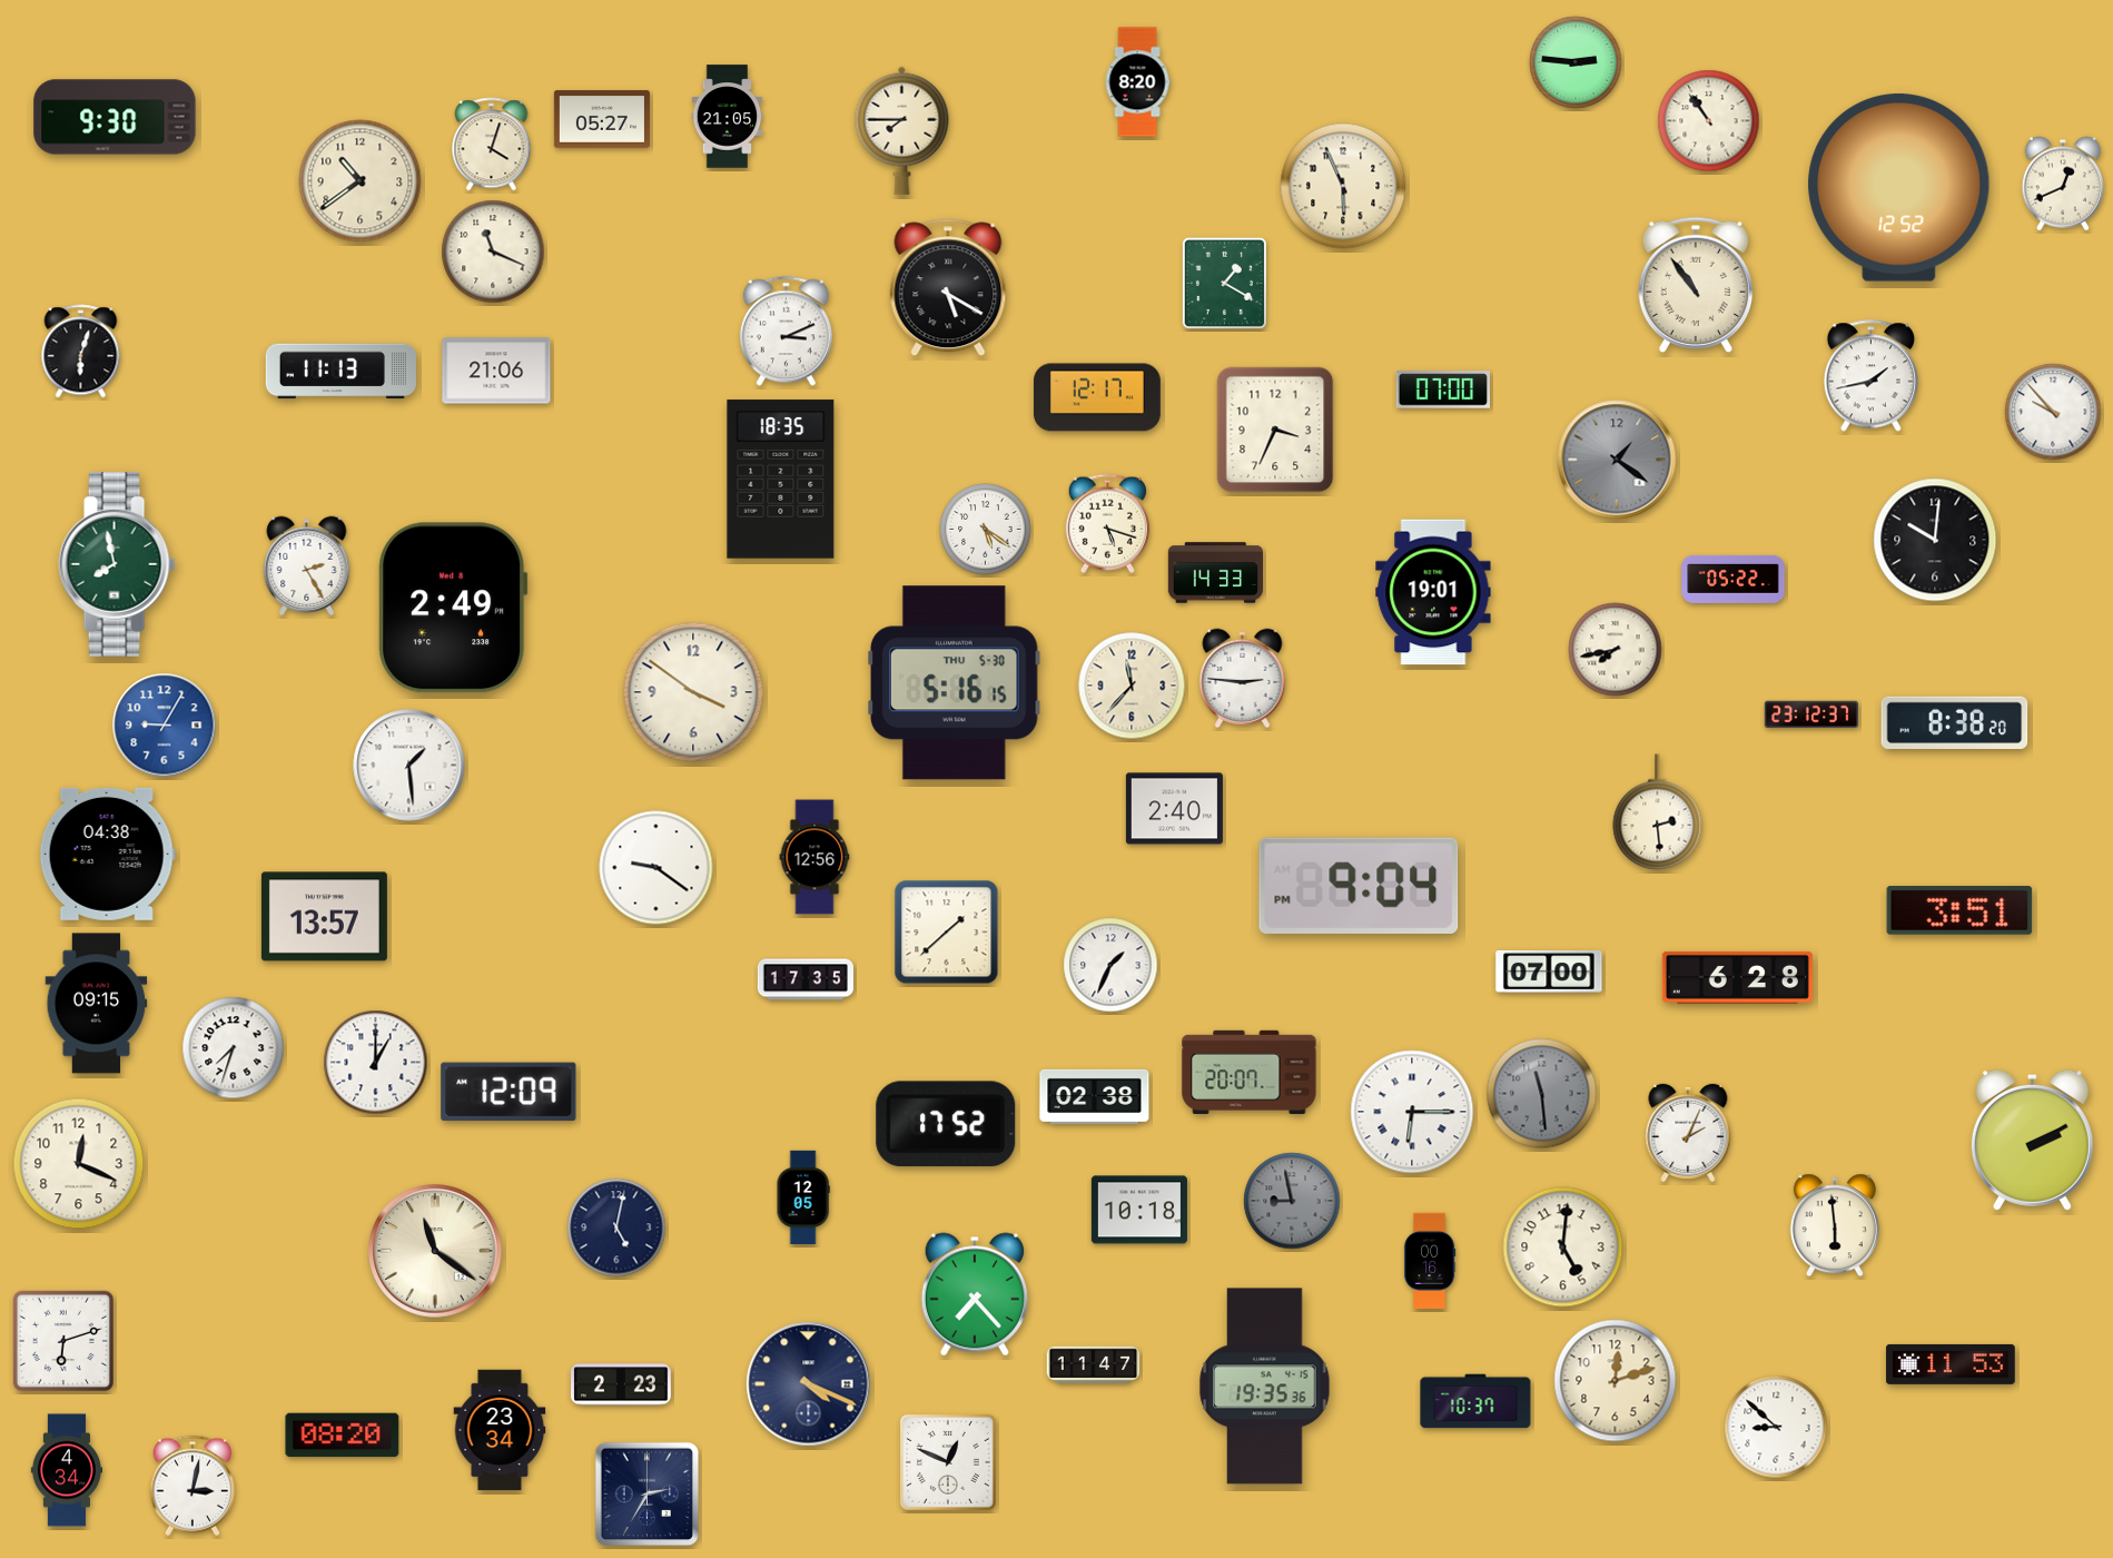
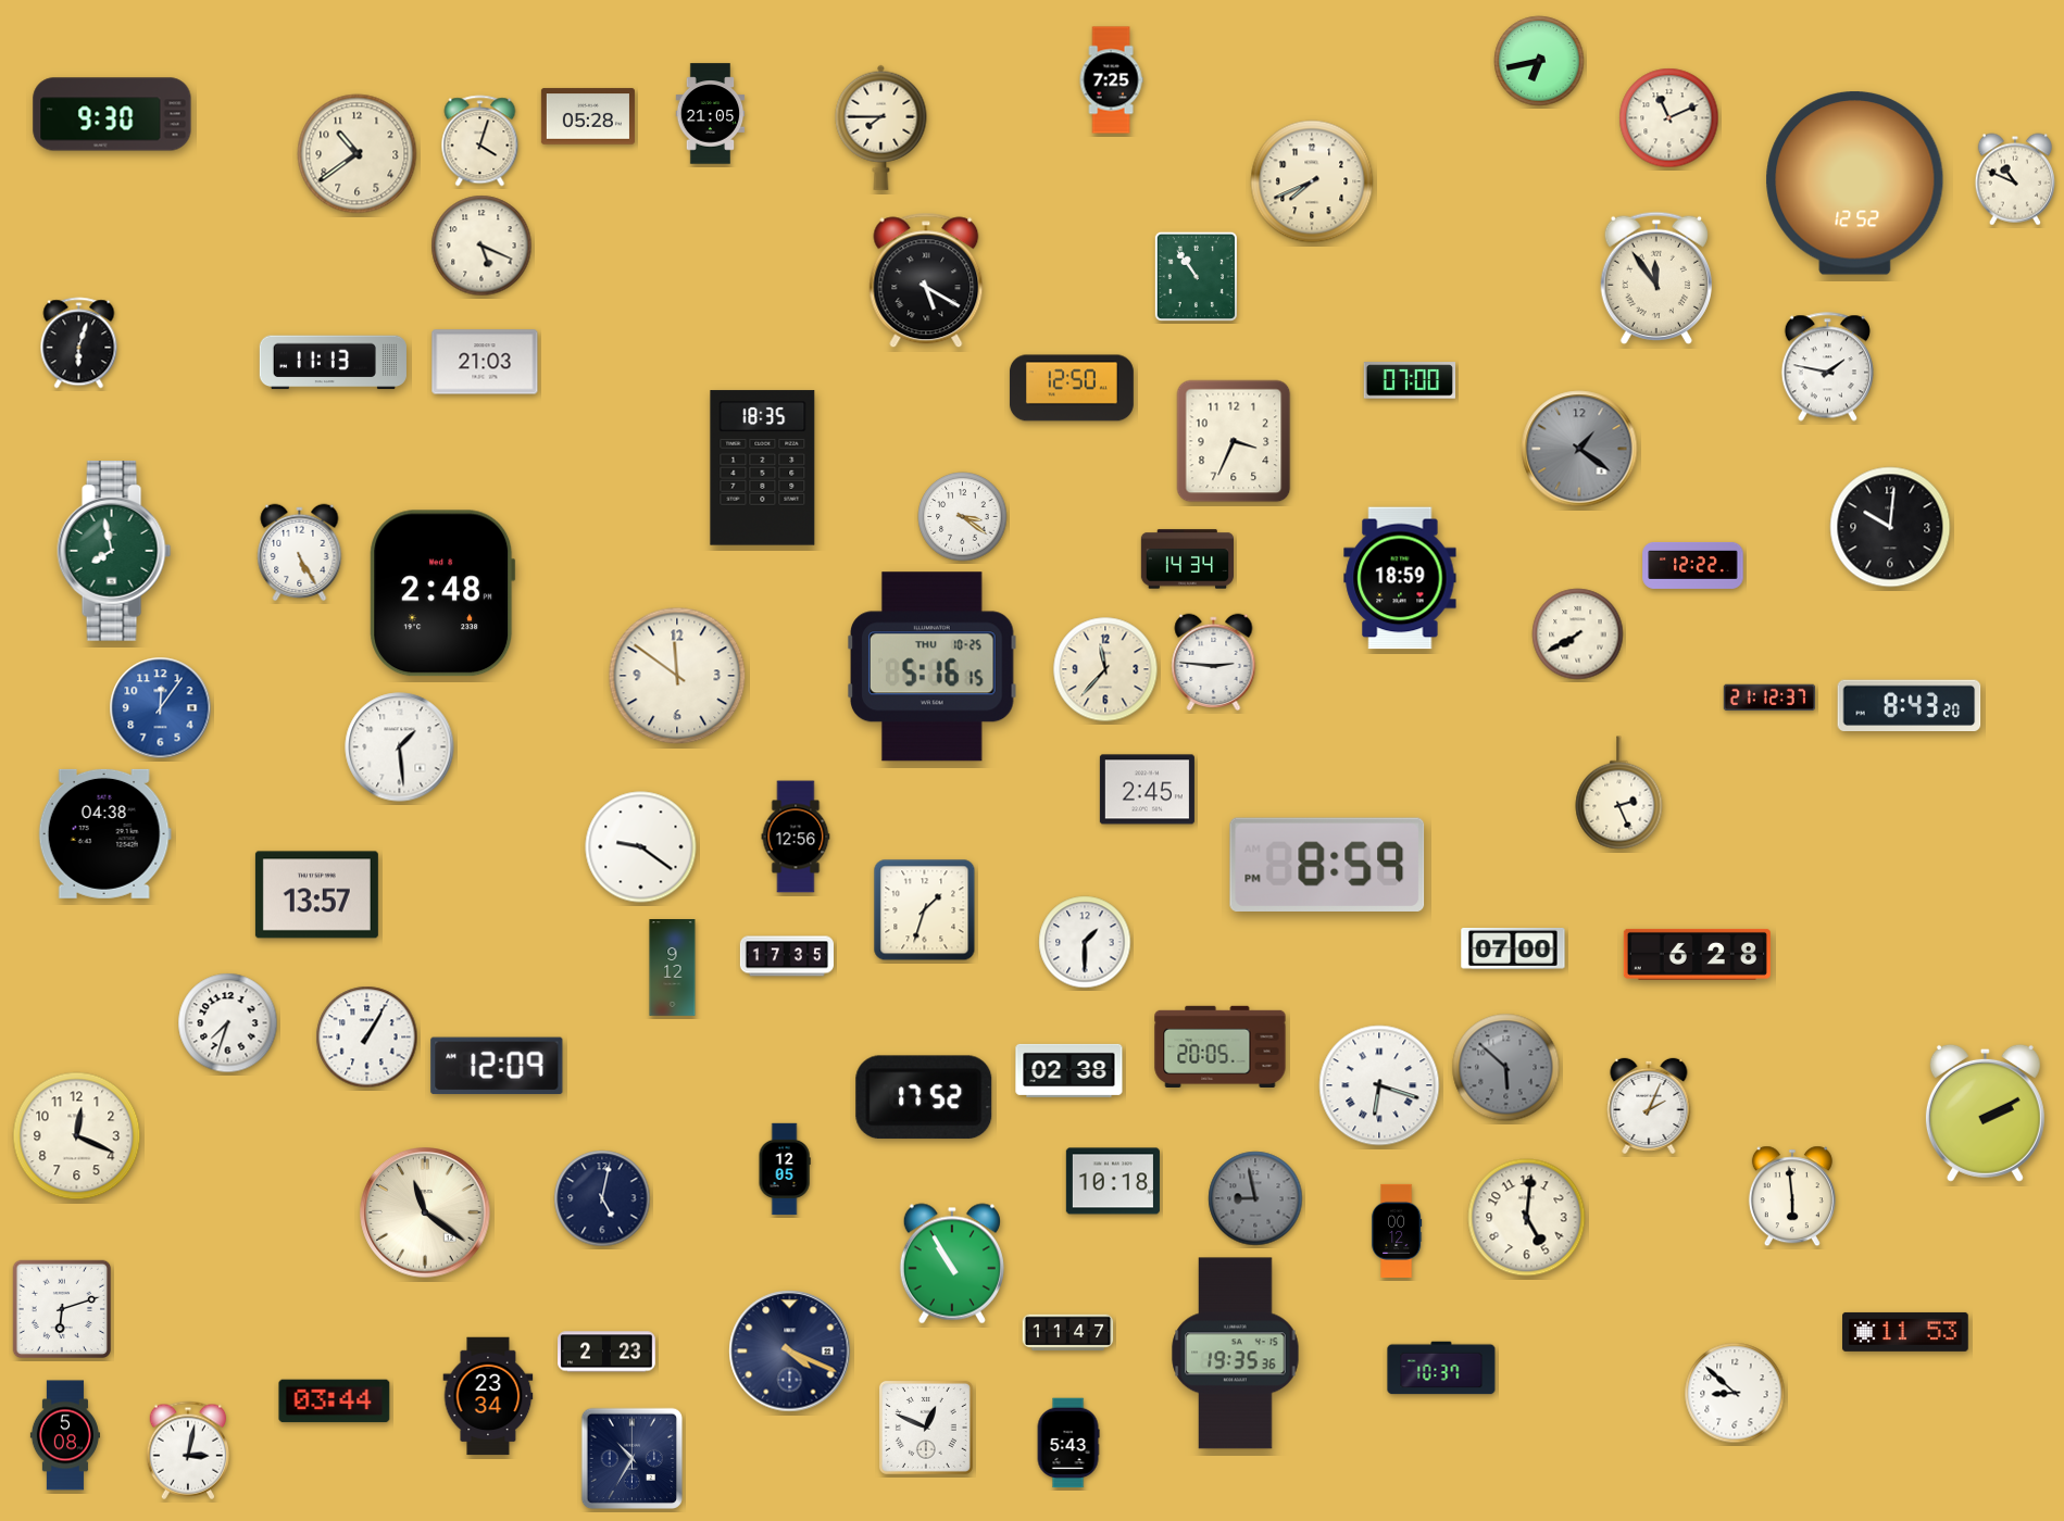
clock at (1576, 62): 2:46 -> 6:43
clock at (1137, 82): 8:20 -> 7:25
clock at (602, 119): 05:27 -> 05:28
clock at (1709, 121): 10:54 -> 11:11
clock at (361, 181) position: (361, 181) -> (358, 154)
clock at (2062, 184): 12:41 -> 10:49
clock at (1343, 186): 5:56 -> 7:41
clock at (493, 252): 11:19 -> 5:19
clock at (1224, 283): 1:20 -> 10:54
clock at (1695, 285): 10:54 -> 11:54
clock at (786, 332): 3:11 -> none
clock at (496, 371): 21:06 -> 21:03
clock at (1870, 376): 1:43 -> 1:47
clock at (1097, 397): 12:17 -> 12:50
clock at (2053, 412): 9:53 -> none
clock at (1275, 430) position: (1275, 430) -> (1234, 441)
clock at (1107, 524): 5:18 -> none
clock at (986, 530): 5:21 -> 3:21
clock at (307, 566): 2:25 -> 5:25
clock at (1215, 573): 14:33 -> 14:34
clock at (1734, 579): 05:22 -> 12:22
clock at (1433, 592): 19:01 -> 18:59
clock at (453, 608): 2:49 -> 2:48
clock at (1616, 650): 7:43 -> 7:40
clock at (955, 683) date: THU 5-30 -> THU 10-25
clock at (693, 692): 3:51 -> 11:51
clock at (1811, 714): 23:12 -> 21:12
clock at (1955, 722): 8:38 -> 8:43
clock at (165, 726): 9:05 -> 12:06
clock at (1174, 809): 2:40 -> 2:45
clock at (1658, 812): 2:29 -> 2:26
clock at (1359, 886): 9:04 -> 8:59
clock at (1959, 910): 3:51 -> none
clock at (947, 933): 1:38 -> 1:33
clock at (1110, 965): 1:34 -> 1:30
clock at (673, 968): none -> 9:12
clock at (97, 1004): 09:15 -> none
clock at (376, 1063): 1:00 -> 1:05
clock at (1250, 1072): 20:07 -> 20:05
clock at (1542, 1094): 11:29 -> 5:52
clock at (1412, 1112): 6:15 -> 6:18
clock at (1292, 1201) position: (1292, 1201) -> (1255, 1198)
clock at (435, 1251) position: (435, 1251) -> (425, 1212)
clock at (1430, 1261): 00:16 -> 00:12
clock at (975, 1294): 7:23 -> 10:55
clock at (1616, 1381): 12:12 -> none
clock at (343, 1436): 08:20 -> 03:44
clock at (67, 1470): 4:34 -> 5:08
clock at (1068, 1443): none -> 5:43
clock at (648, 1495): 2:35 -> 10:35
